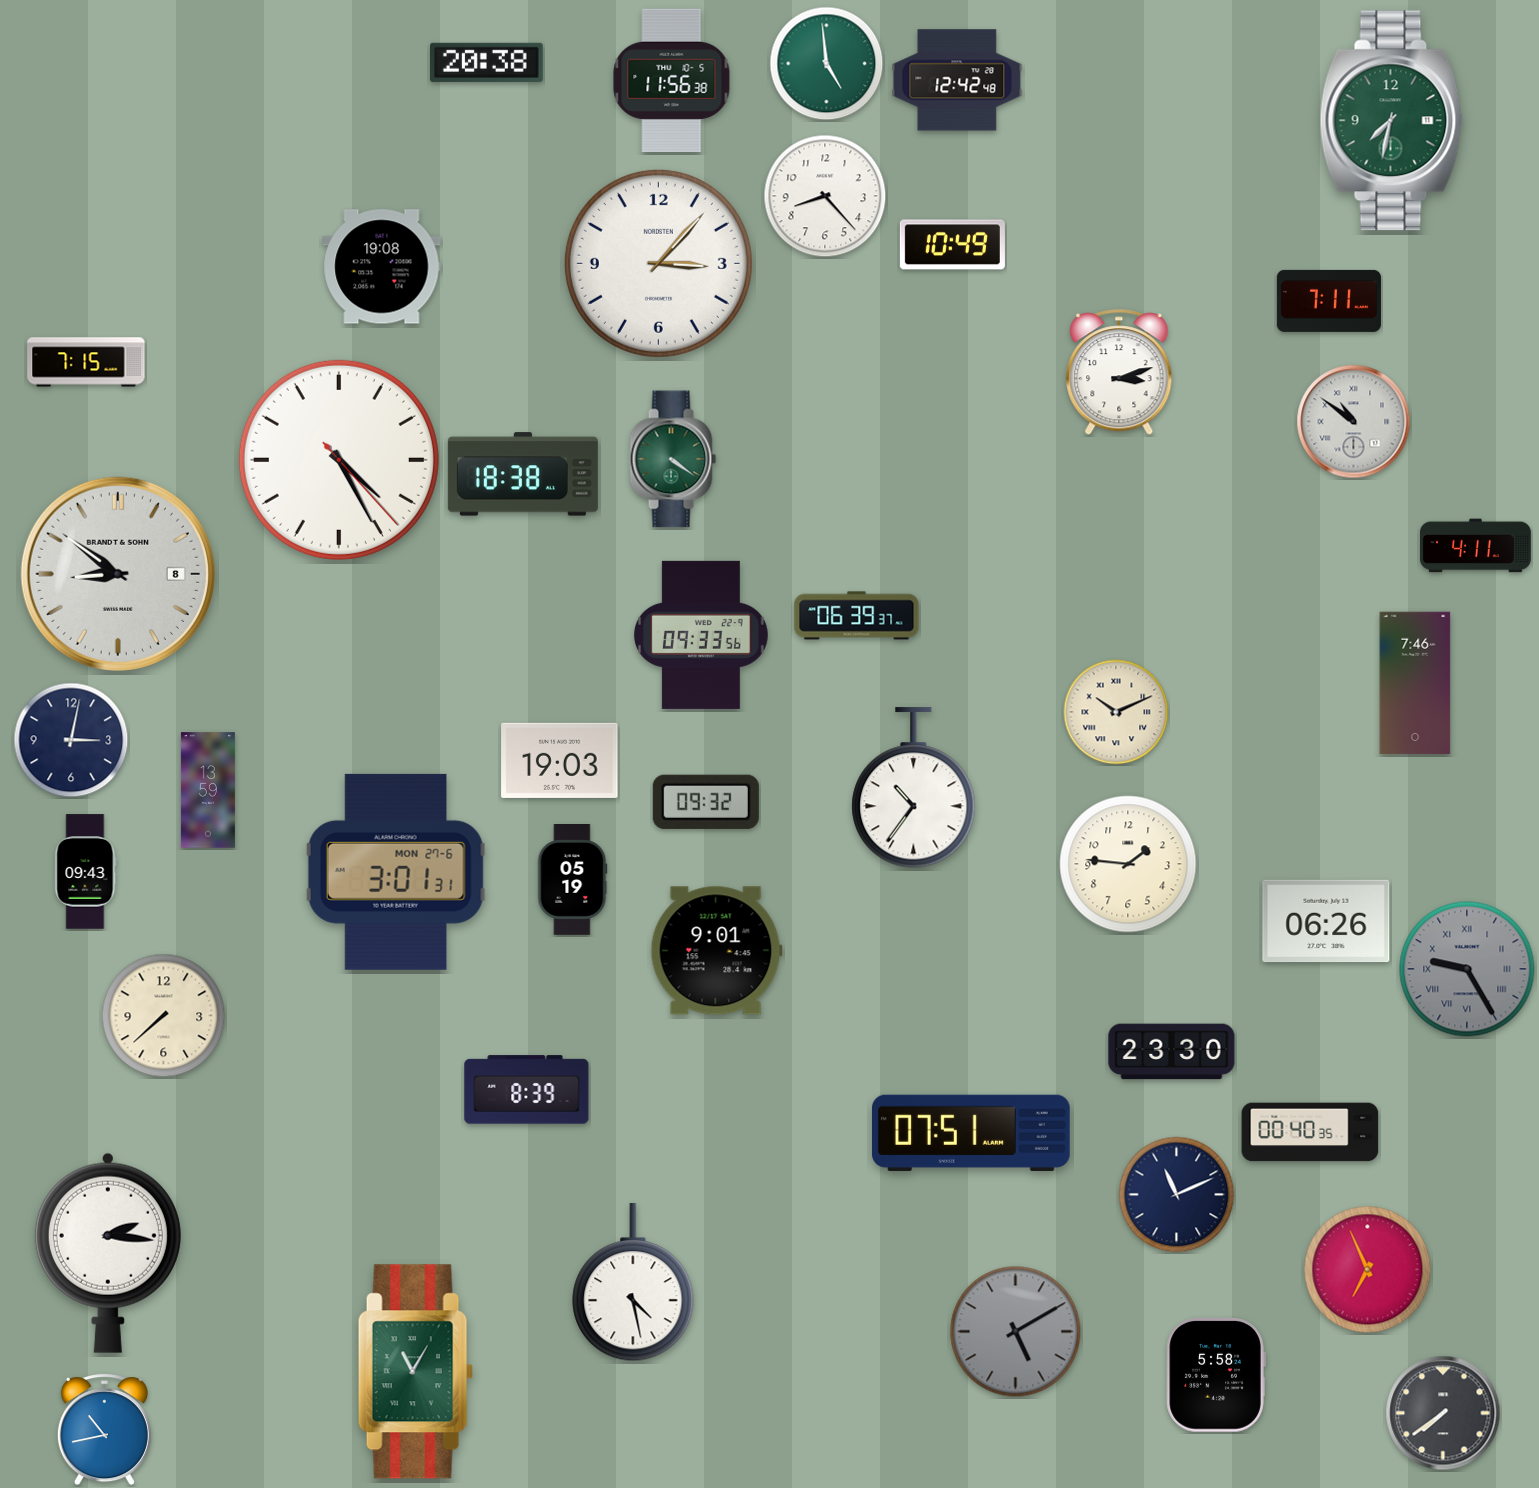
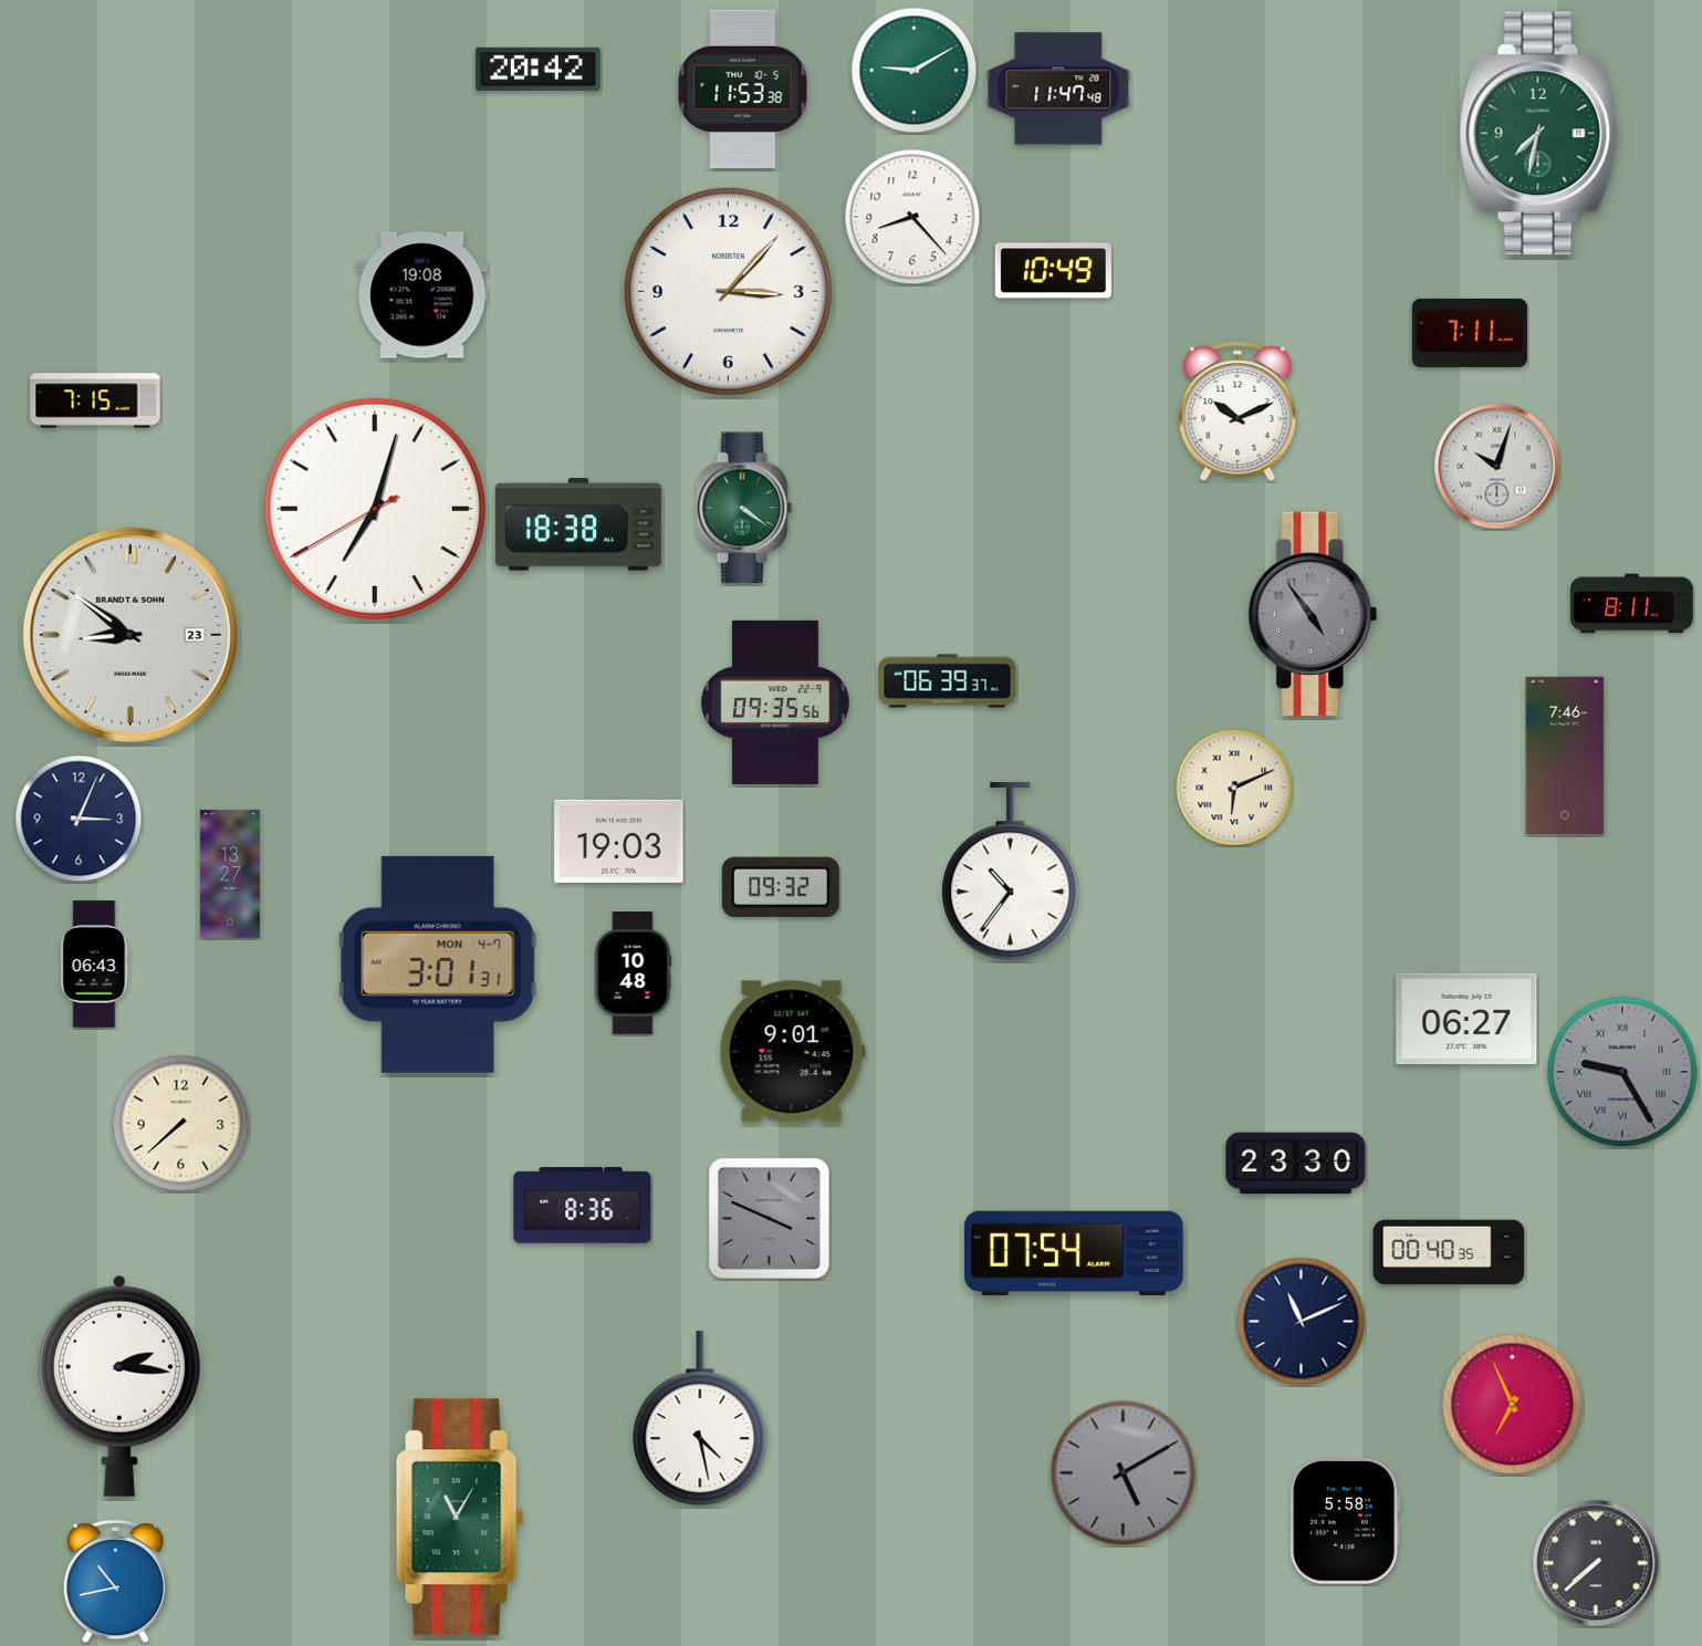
clock at (487, 62): 20:38 -> 20:42
clock at (827, 64): 4:59 -> 9:10
clock at (672, 80): 11:56 -> 11:53
clock at (957, 80): 12:42 -> 11:47
clock at (1119, 373): 3:12 -> 10:11
clock at (1354, 422): 10:51 -> 10:03
clock at (339, 460): 4:25 -> 7:02
clock at (1476, 546): 4:11 -> 8:11
clock at (1313, 613): none -> 4:54
clock at (118, 574) date: 8 -> 23
clock at (702, 635): 09:33 -> 09:35
clock at (1116, 712): 10:11 -> 6:11
clock at (71, 740): 3:02 -> 3:04
clock at (208, 790): 13:59 -> 13:27
clock at (1128, 864): 1:46 -> none
clock at (86, 872): 09:43 -> 06:43
clock at (396, 872) date: MON 27-6 -> MON 4-7
clock at (572, 880): 05:19 -> 10:48
clock at (1326, 921): 06:26 -> 06:27
clock at (527, 1090): 8:39 -> 8:36
clock at (769, 1218): none -> 3:49
clock at (971, 1133): 07:51 -> 07:54
clock at (1443, 1413): 7:39 -> 7:38
